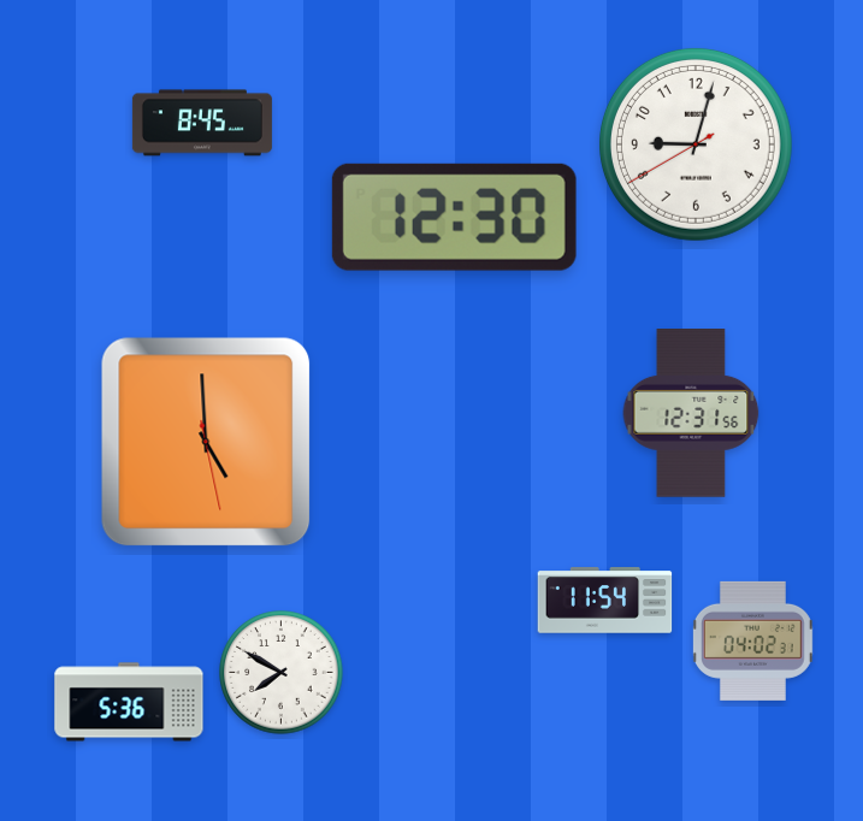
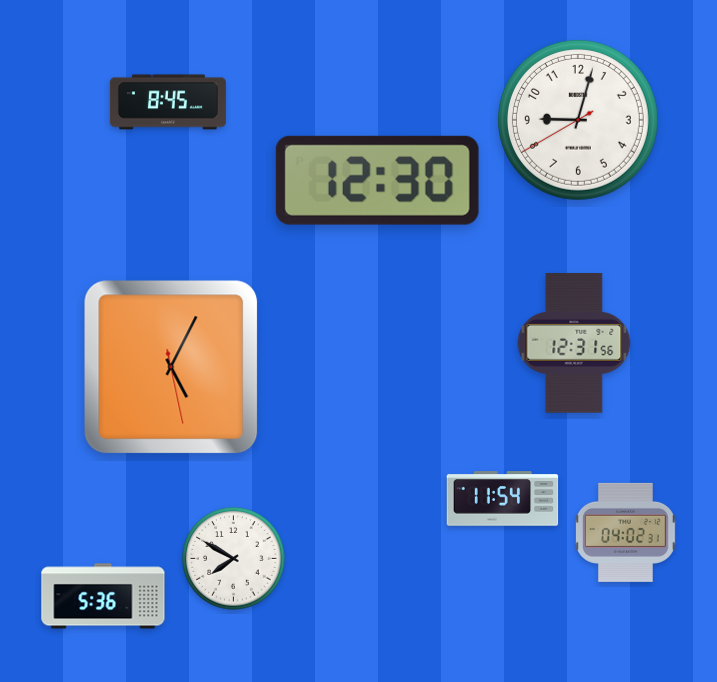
clock at (206, 442): 4:59 -> 5:04
clock at (129, 702) position: (129, 702) -> (103, 596)
